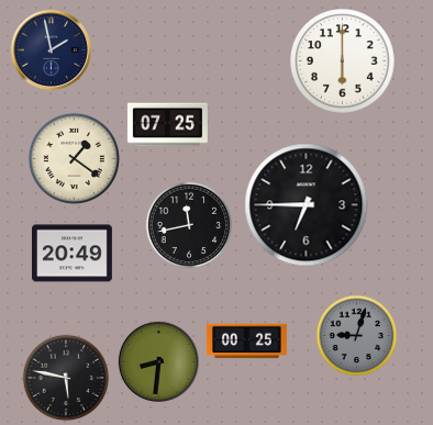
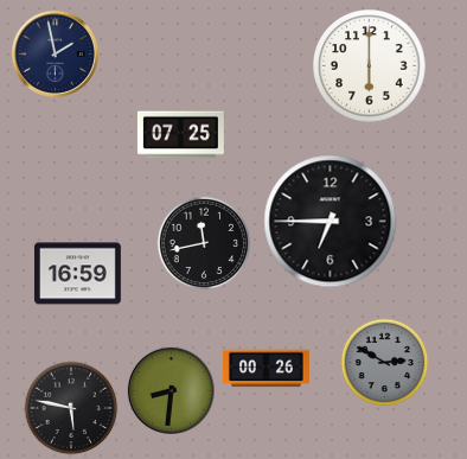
clock at (74, 158): 1:21 -> none
clock at (71, 254): 20:49 -> 16:59
clock at (357, 336): 9:03 -> 2:50
clock at (246, 342): 00:25 -> 00:26
